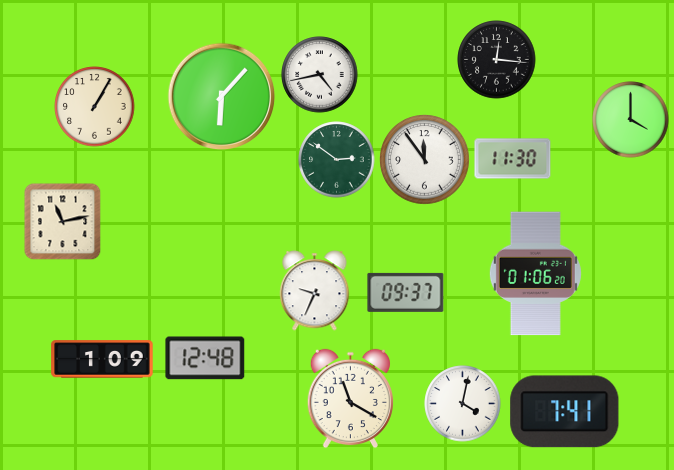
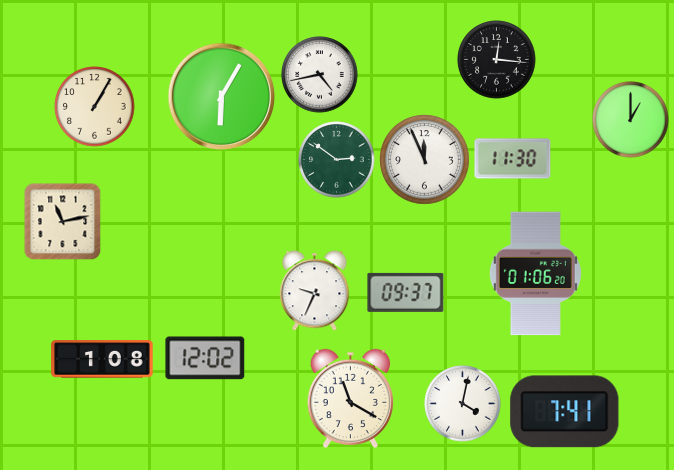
clock at (222, 97): 6:07 -> 6:05
clock at (631, 120): 4:00 -> 1:00
clock at (425, 160): 11:54 -> 11:56
clock at (205, 358): 12:48 -> 12:02
clock at (102, 359): 1:09 -> 1:08
